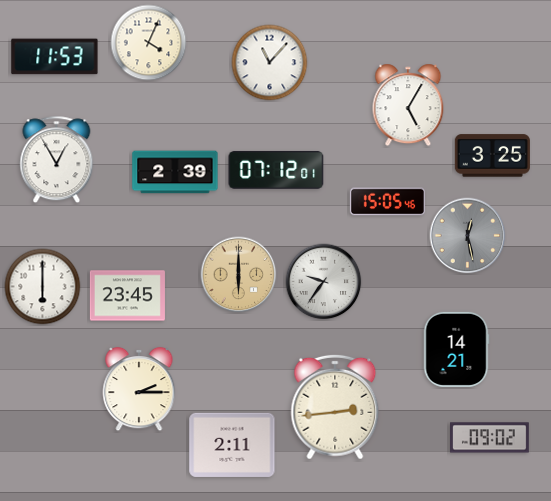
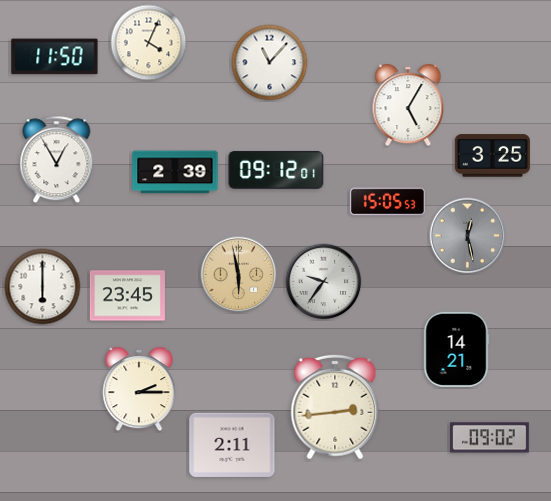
clock at (55, 57): 11:53 -> 11:50
clock at (276, 170): 07:12 -> 09:12
clock at (387, 202): 15:05:46 -> 15:05:53
clock at (239, 275): 6:00 -> 5:58
